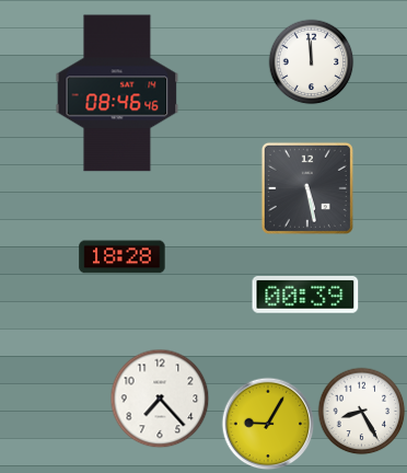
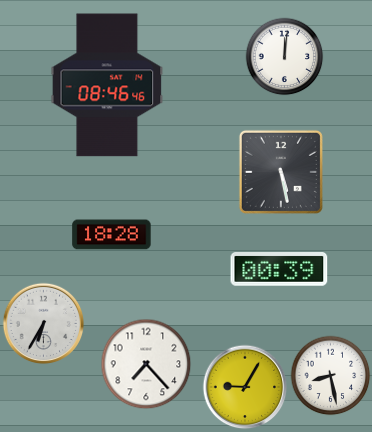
clock at (311, 61): 11:59 -> 12:01
clock at (43, 323): none -> 6:35
clock at (361, 411): 8:25 -> 8:28
